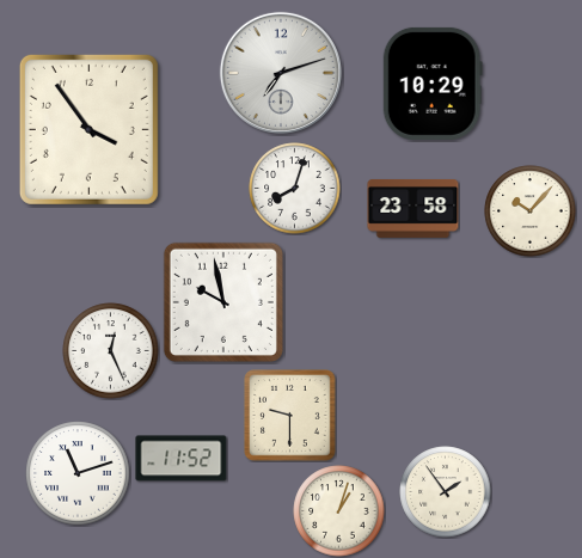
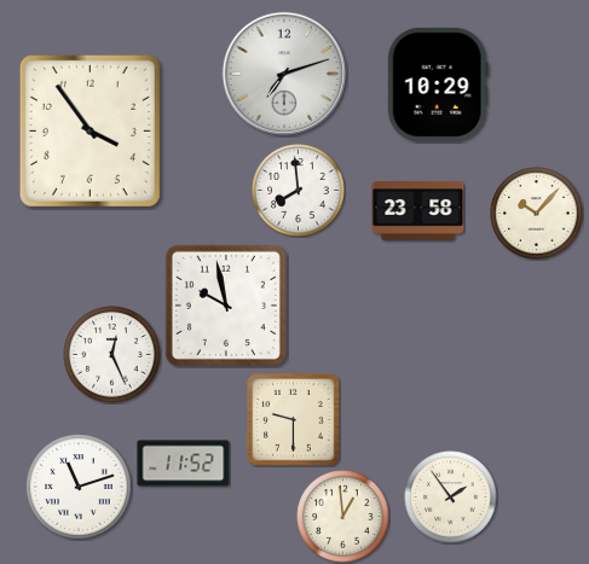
clock at (295, 189): 8:03 -> 7:59
clock at (78, 473) position: (78, 473) -> (79, 487)
clock at (339, 511): 1:03 -> 12:59
